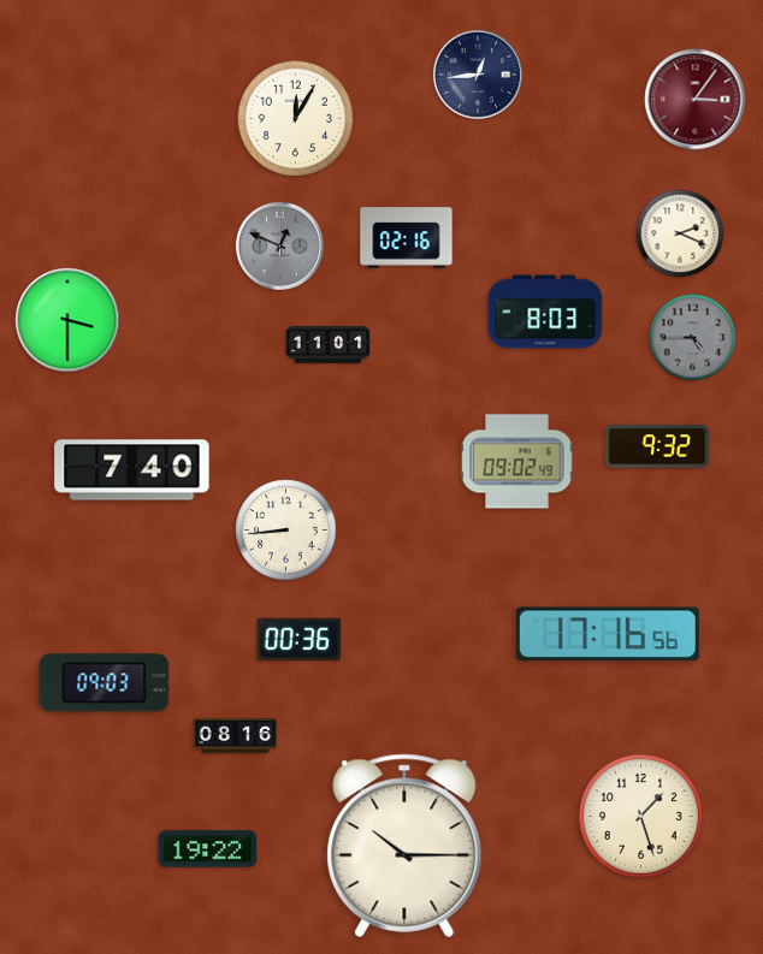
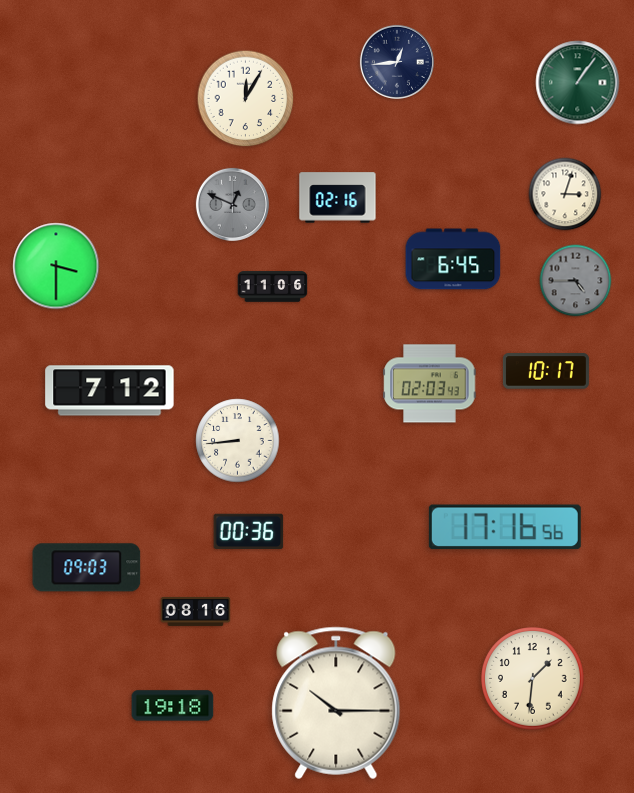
clock at (696, 100): 3:06 -> 1:06
clock at (696, 100) dial: burgundy -> green
clock at (680, 233): 2:19 -> 3:03
clock at (545, 312): 8:03 -> 6:45
clock at (329, 345): 11:01 -> 11:06
clock at (657, 446): 9:32 -> 10:17
clock at (517, 462): 09:02 -> 02:03
clock at (132, 470): 7:40 -> 7:12
clock at (641, 817): 1:27 -> 1:31
clock at (208, 849): 19:22 -> 19:18
